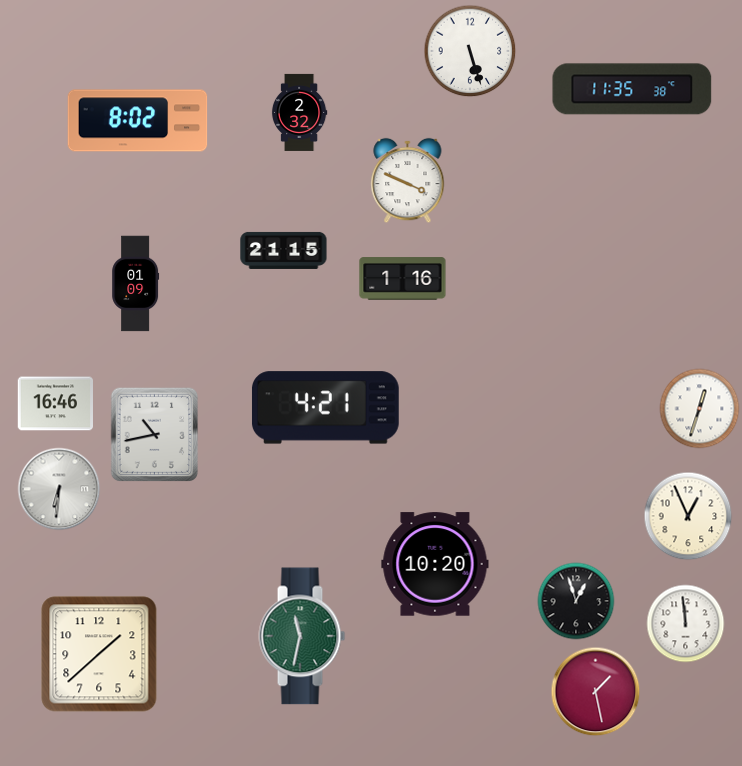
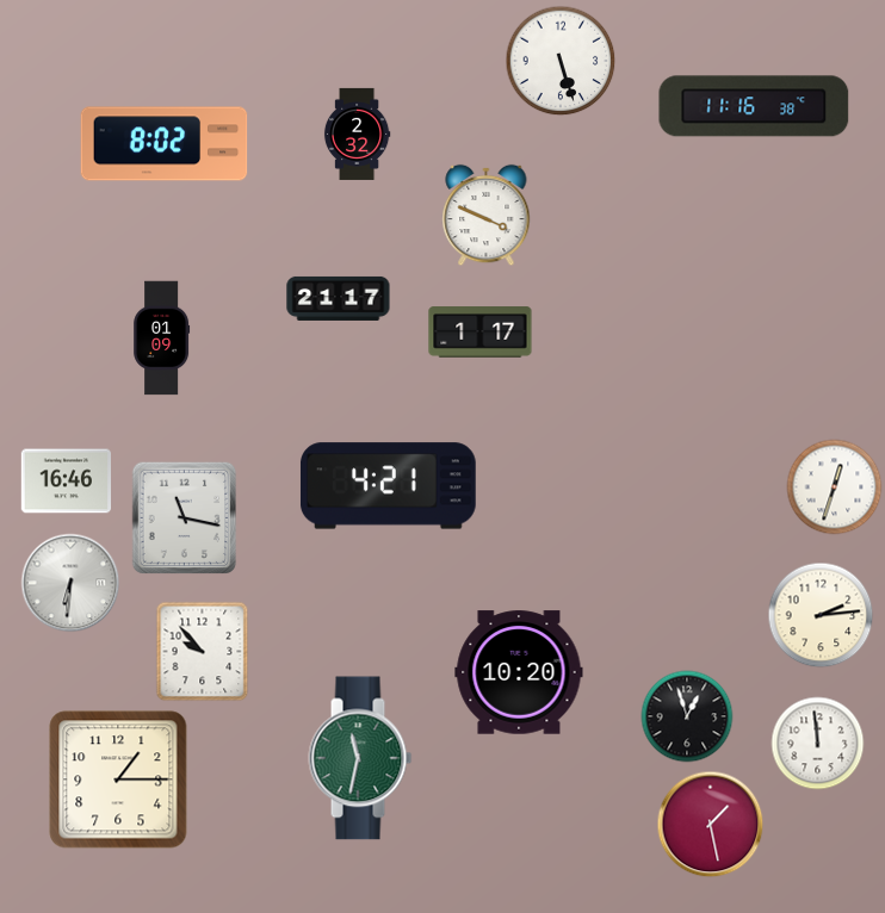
clock at (632, 89): 11:35 -> 11:16
clock at (284, 250): 21:15 -> 21:17
clock at (403, 279): 1:16 -> 1:17
clock at (155, 435): 10:43 -> 11:17
clock at (688, 516): 12:56 -> 2:14
clock at (203, 652): none -> 9:53
clock at (99, 654): 1:38 -> 1:15
